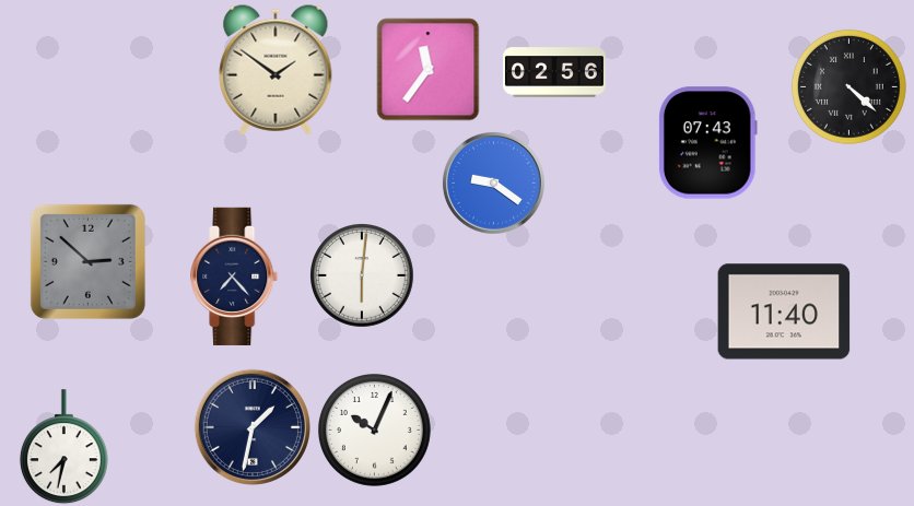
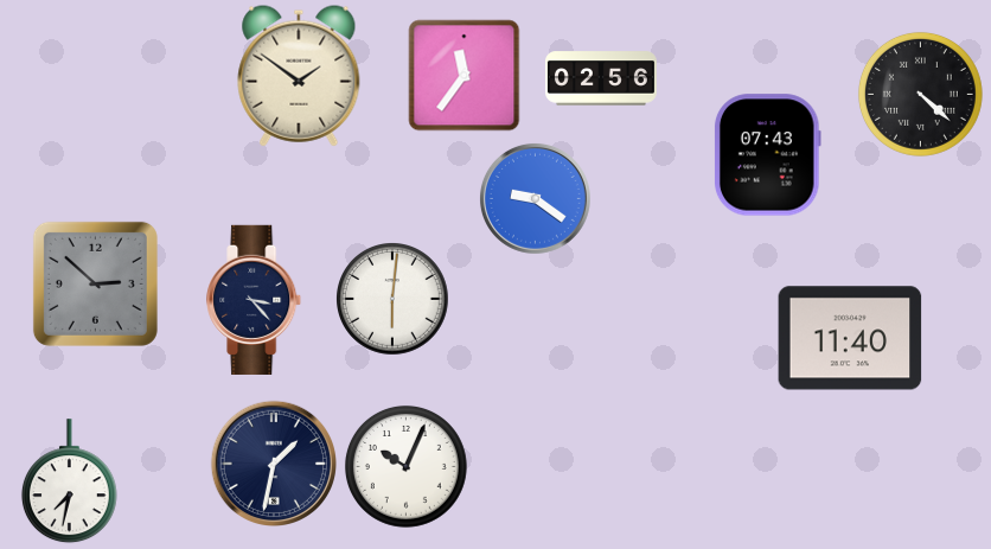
clock at (235, 276): 7:23 -> 3:23
clock at (63, 447) position: (63, 447) -> (69, 481)
